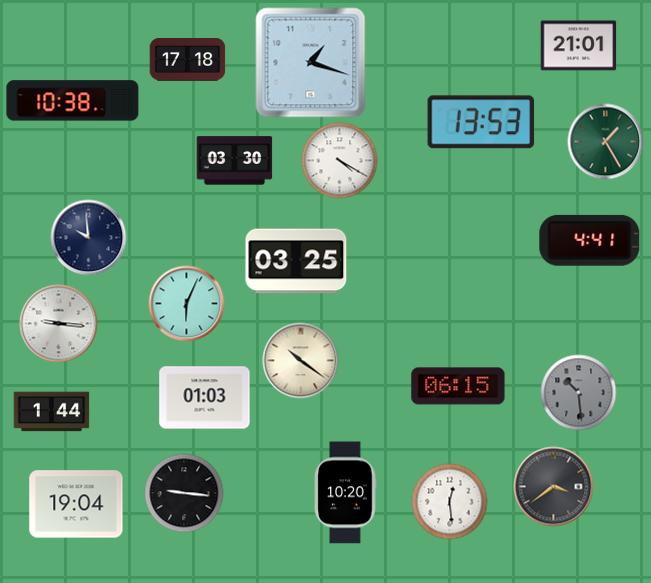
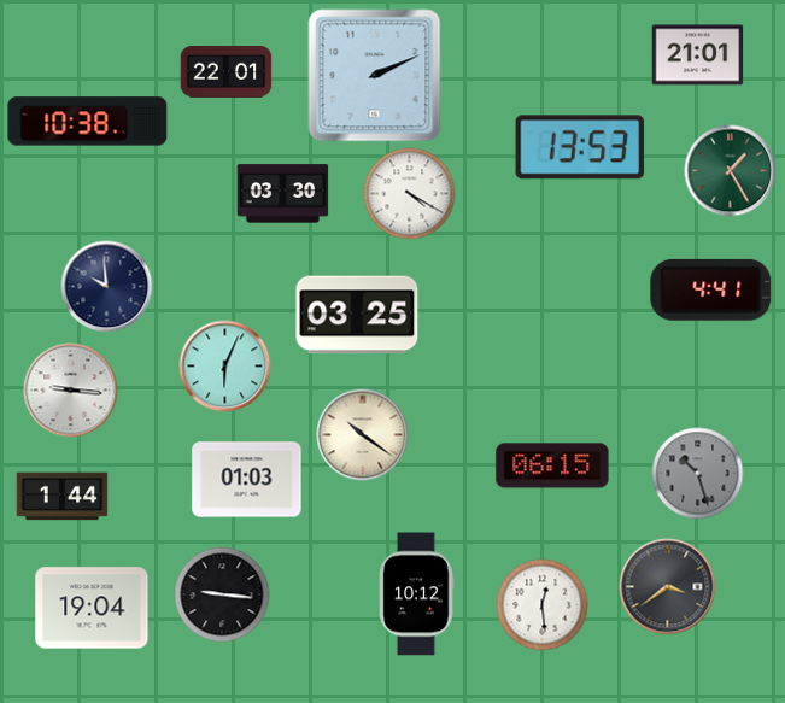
clock at (188, 60): 17:18 -> 22:01
clock at (311, 63): 1:18 -> 2:11
clock at (579, 393): 10:29 -> 10:27
clock at (345, 493): 10:20 -> 10:12
